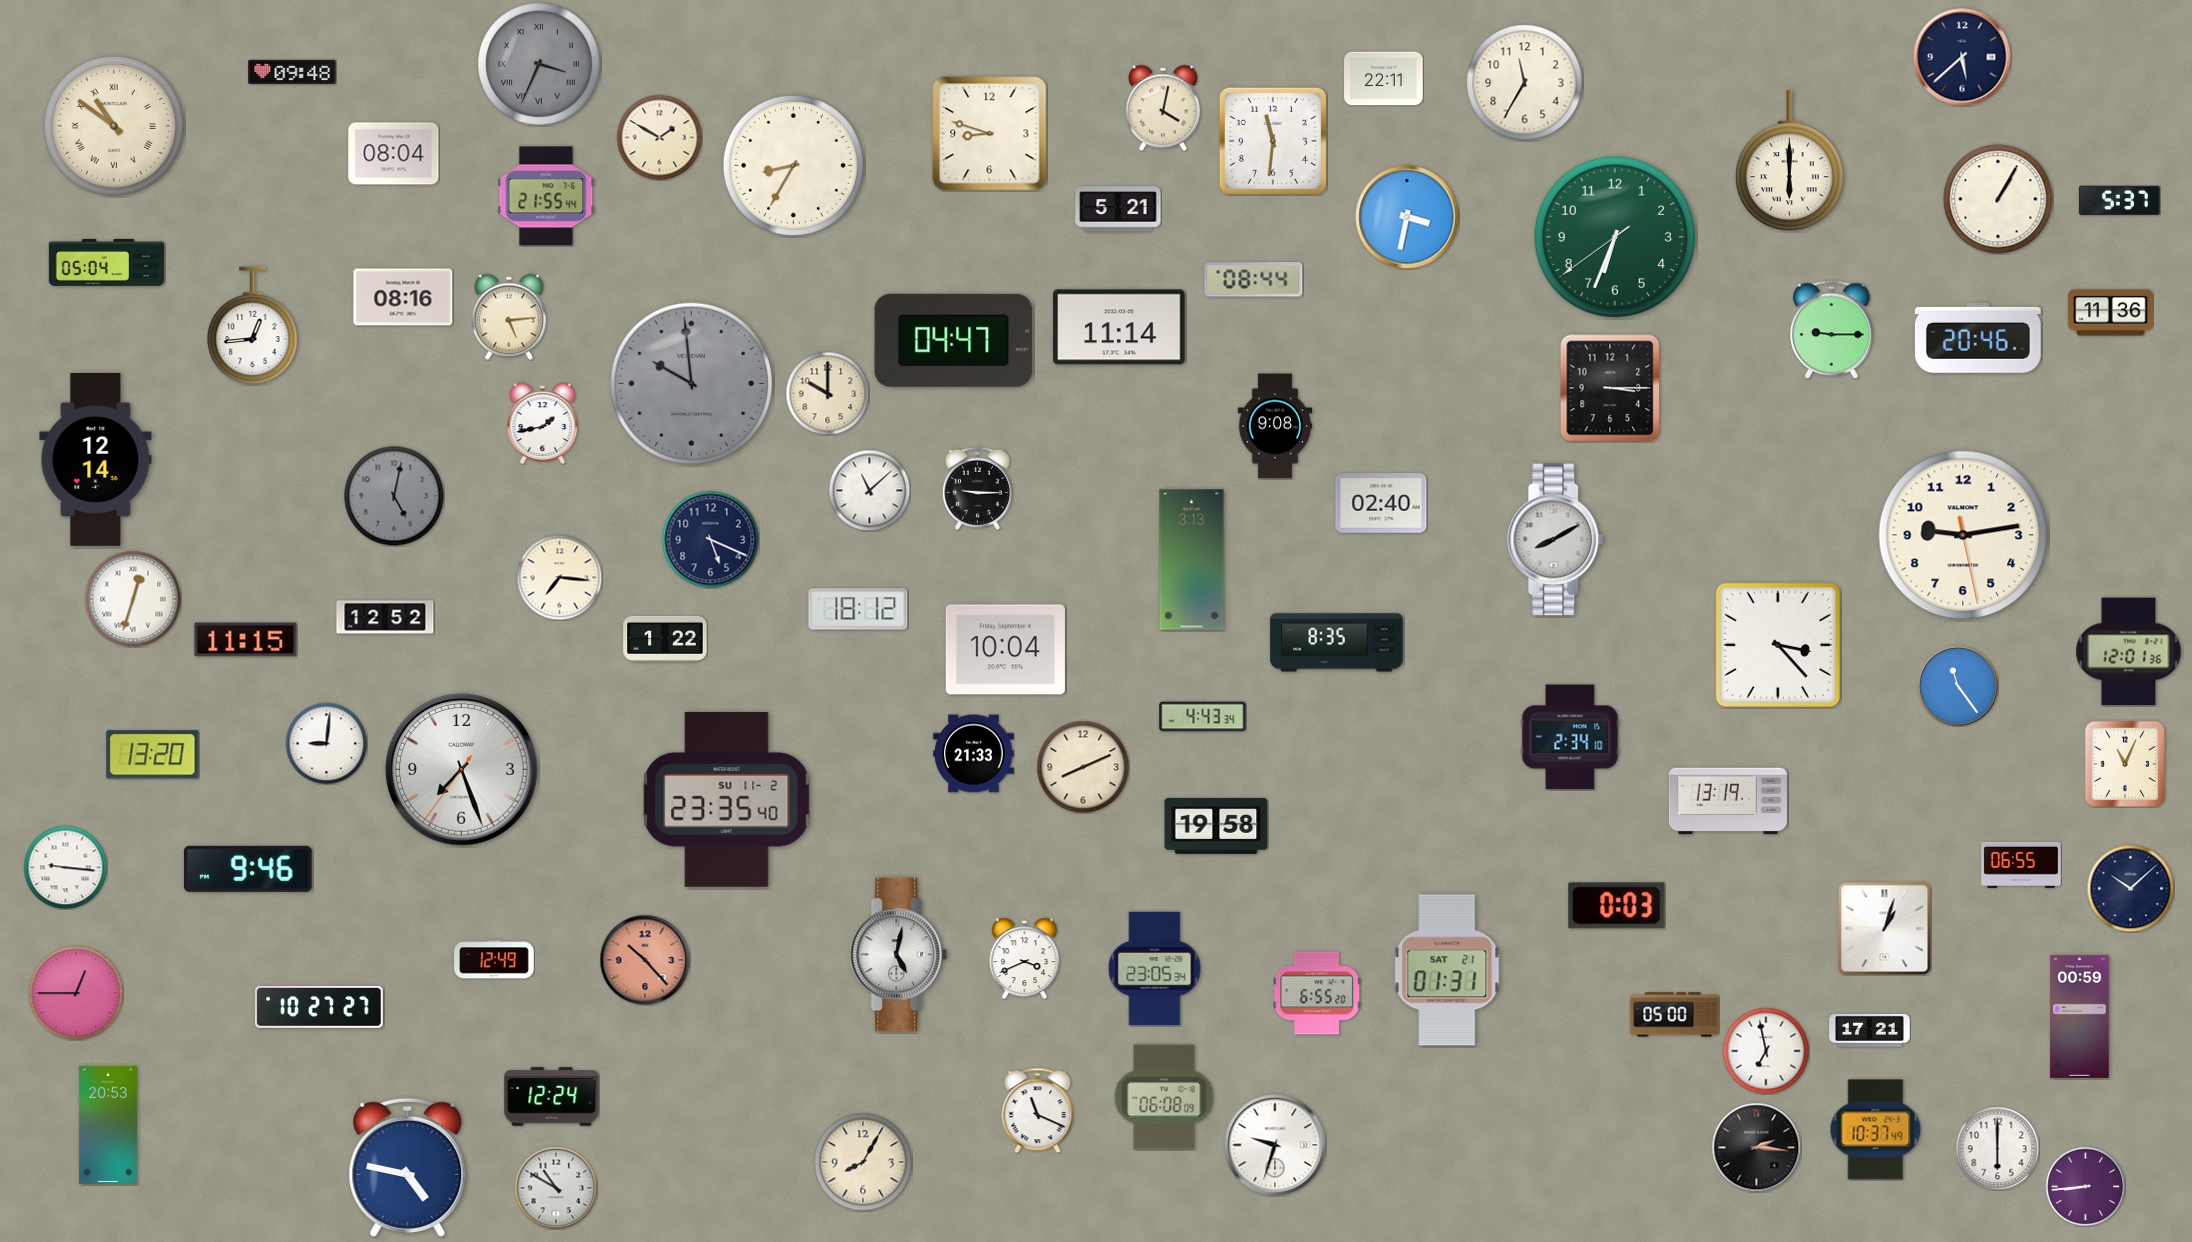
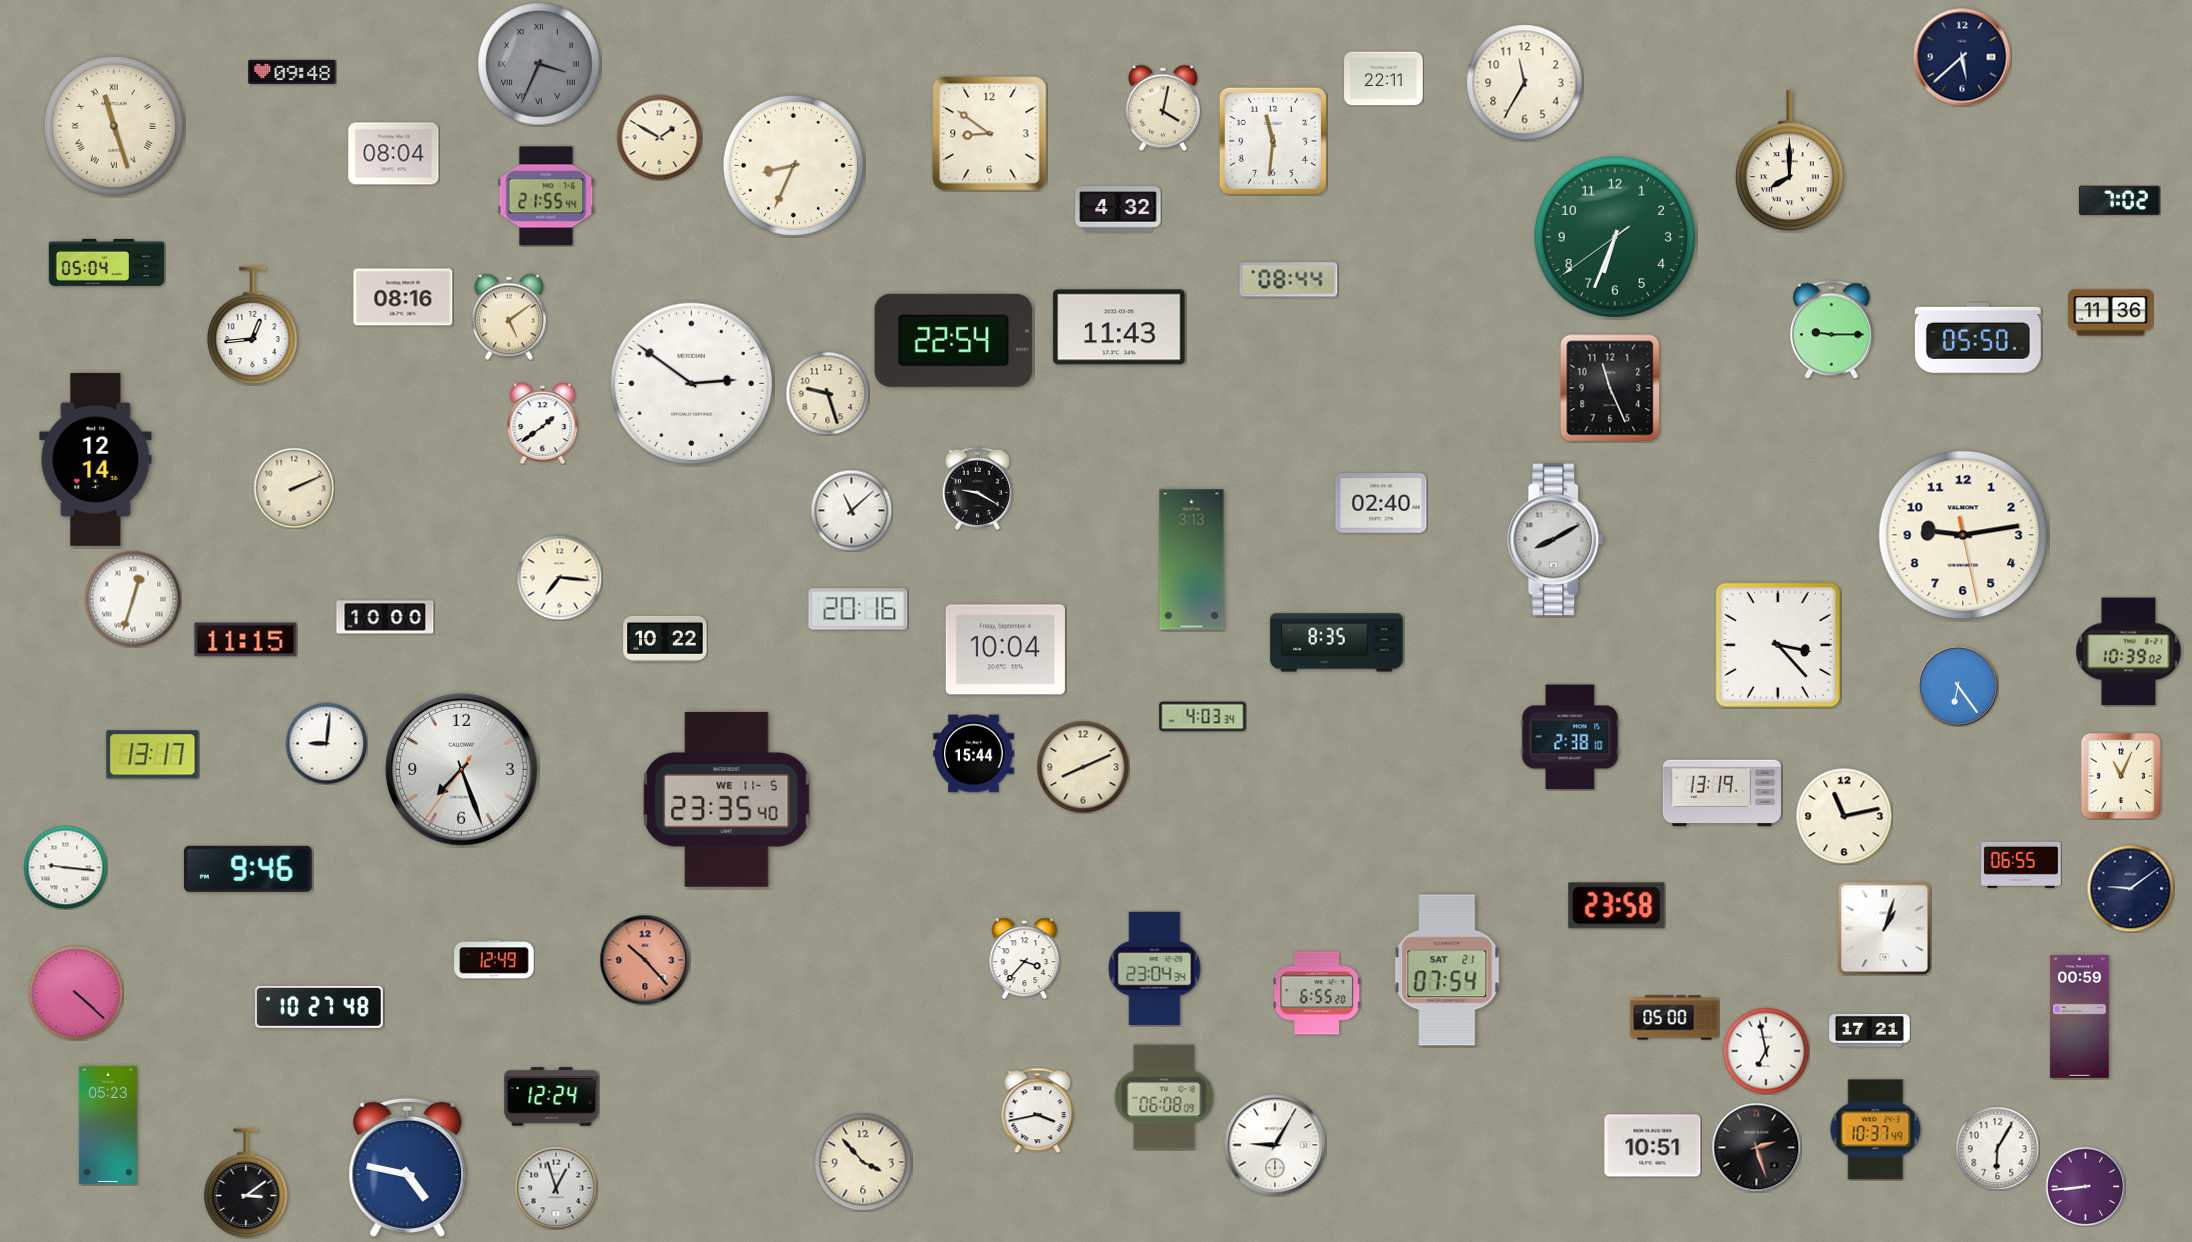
clock at (114, 126): 10:51 -> 11:27
clock at (990, 134): 8:48 -> 8:51
clock at (1789, 161): 6:00 -> 8:00
clock at (793, 165): 8:35 -> 8:34
clock at (1998, 199): 1:05 -> none
clock at (2120, 200): 5:37 -> 7:02
clock at (1118, 209): 5:21 -> 4:32
clock at (1407, 217): 3:32 -> none
clock at (1254, 280) position: (1254, 280) -> (1289, 280)
clock at (509, 317): 5:14 -> 5:09
clock at (1119, 327): 11:14 -> 11:43
clock at (1978, 338): 20:46 -> 05:50
clock at (954, 340): 04:47 -> 22:54
clock at (692, 384): 9:59 -> 2:51
clock at (692, 384) dial: grey -> white
clock at (1610, 388): 3:15 -> 11:26
clock at (827, 393): 10:00 -> 9:27
clock at (543, 423): 1:43 -> 1:39
clock at (1275, 426): 9:08 -> none
clock at (294, 488): none -> 2:11
clock at (977, 488): 9:15 -> 9:20
clock at (869, 490) position: (869, 490) -> (851, 510)
clock at (394, 496): 5:02 -> none
clock at (710, 539): 5:19 -> none
clock at (858, 609): 18:12 -> 20:16
clock at (385, 617): 12:52 -> 10:00
clock at (665, 639): 1:22 -> 10:22
clock at (2129, 652): 12:01 -> 10:39
clock at (1958, 686): 11:24 -> 6:24
clock at (1203, 717): 4:43 -> 4:03
clock at (1570, 737): 2:34 -> 2:38
clock at (974, 754): 21:33 -> 15:44
clock at (153, 755): 13:20 -> 13:17
clock at (2125, 764) position: (2125, 764) -> (2121, 776)
clock at (727, 799) date: SU 11-2 -> WE 11-5
clock at (1728, 801) position: (1728, 801) -> (1722, 793)
clock at (1844, 816): none -> 11:13
clock at (1216, 826): 19:58 -> none
clock at (2130, 888): 10:08 -> 9:09
clock at (1617, 906): 0:03 -> 23:58
clock at (899, 955): 5:02 -> none
clock at (1025, 958): 3:41 -> 3:37
clock at (1155, 969): 23:05 -> 23:04
clock at (1447, 970): 01:31 -> 07:54
clock at (76, 993): 12:45 -> 4:22
clock at (320, 1007): 10:27:27 -> 10:27:48
clock at (1675, 1015) position: (1675, 1015) -> (1675, 1018)
clock at (1038, 1110): 11:19 -> 3:43
clock at (108, 1125): 20:53 -> 05:23
clock at (1275, 1145): 9:33 -> 9:05
clock at (1653, 1146): none -> 10:51
clock at (1756, 1147): 2:16 -> 2:27
clock at (1997, 1148): 6:00 -> 6:05
clock at (863, 1162): 8:05 -> 3:53
clock at (246, 1183): none -> 3:09
clock at (556, 1188): 10:50 -> 12:57
